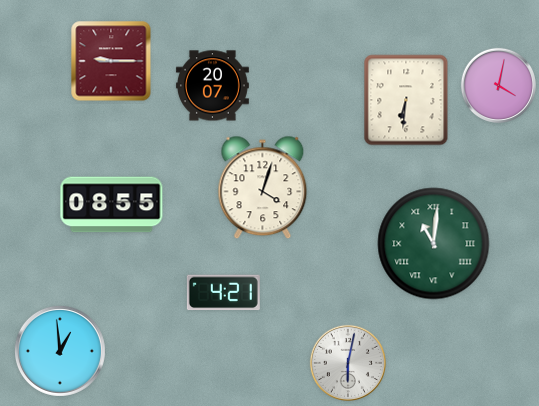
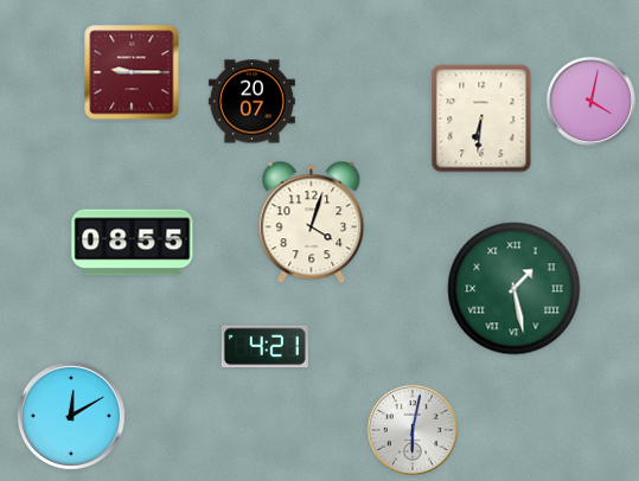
clock at (434, 244): 11:01 -> 1:28
clock at (60, 351): 12:59 -> 12:10
